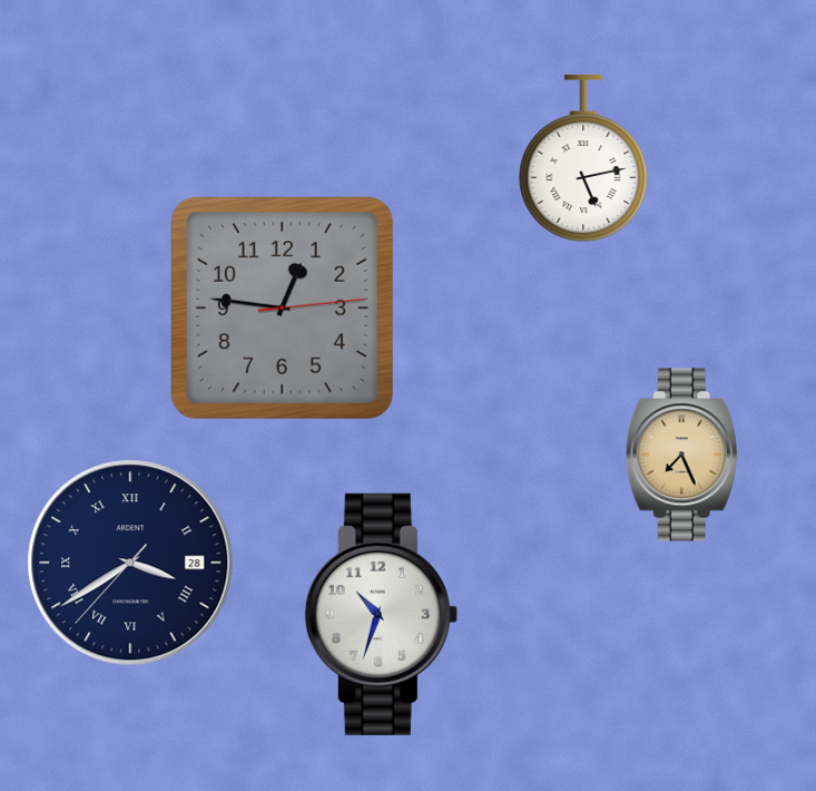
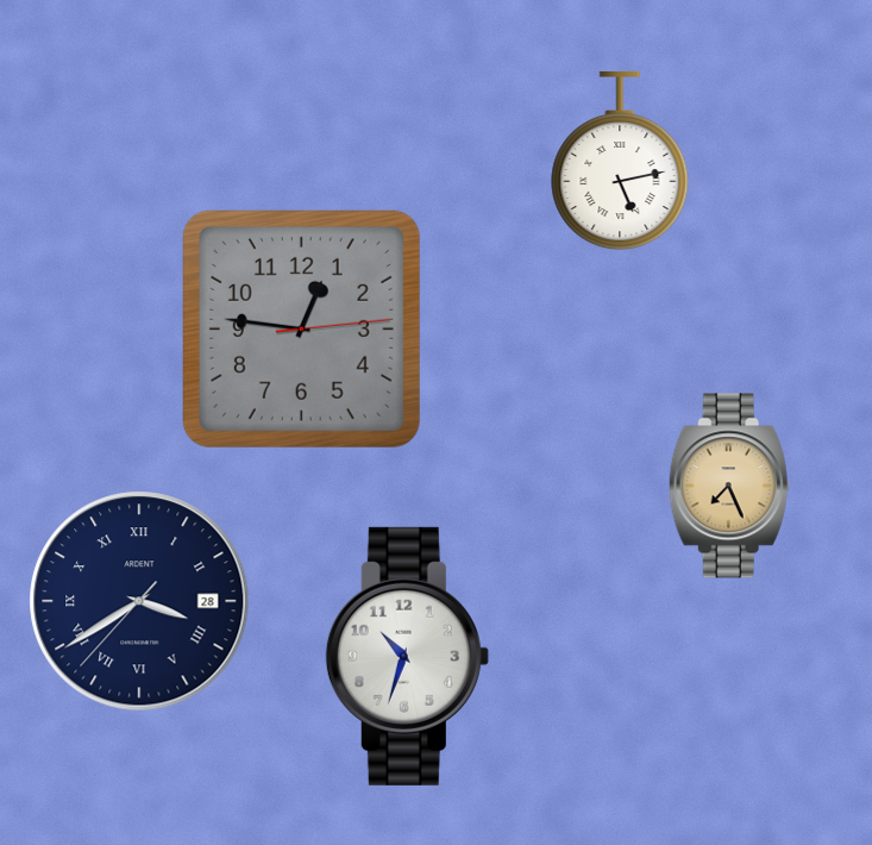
clock at (583, 158) position: (583, 158) -> (620, 161)
